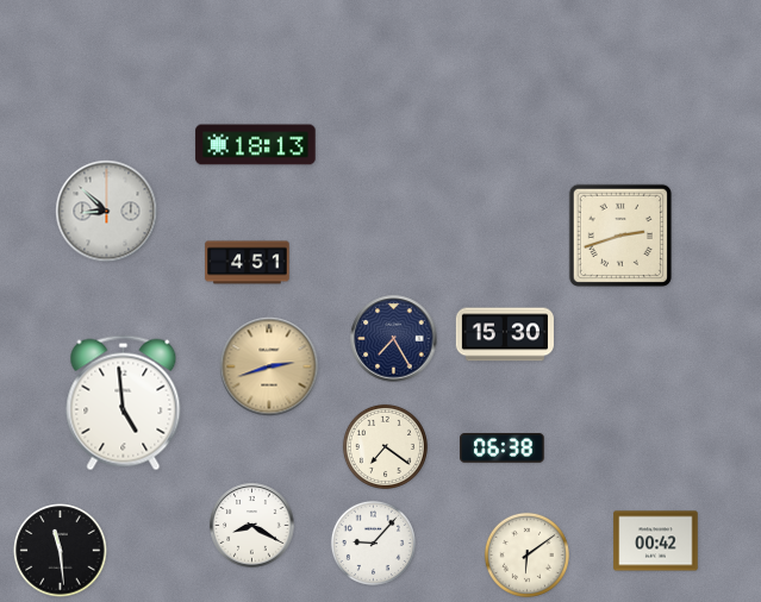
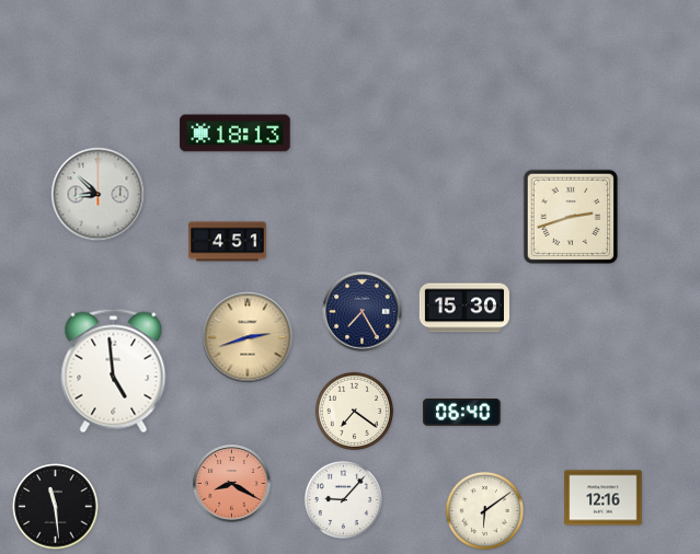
clock at (503, 449): 06:38 -> 06:40
clock at (252, 526) dial: white -> salmon
clock at (656, 541): 00:42 -> 12:16
